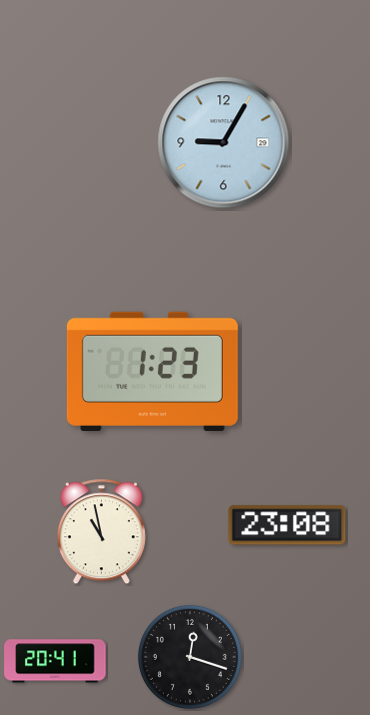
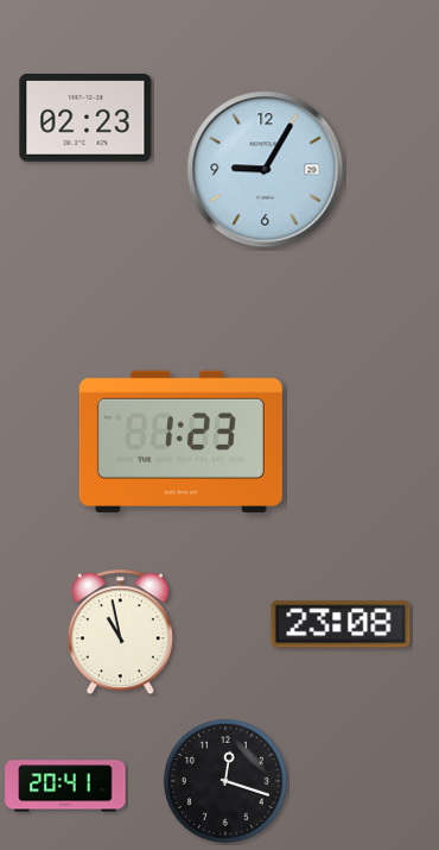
clock at (85, 118): none -> 02:23
